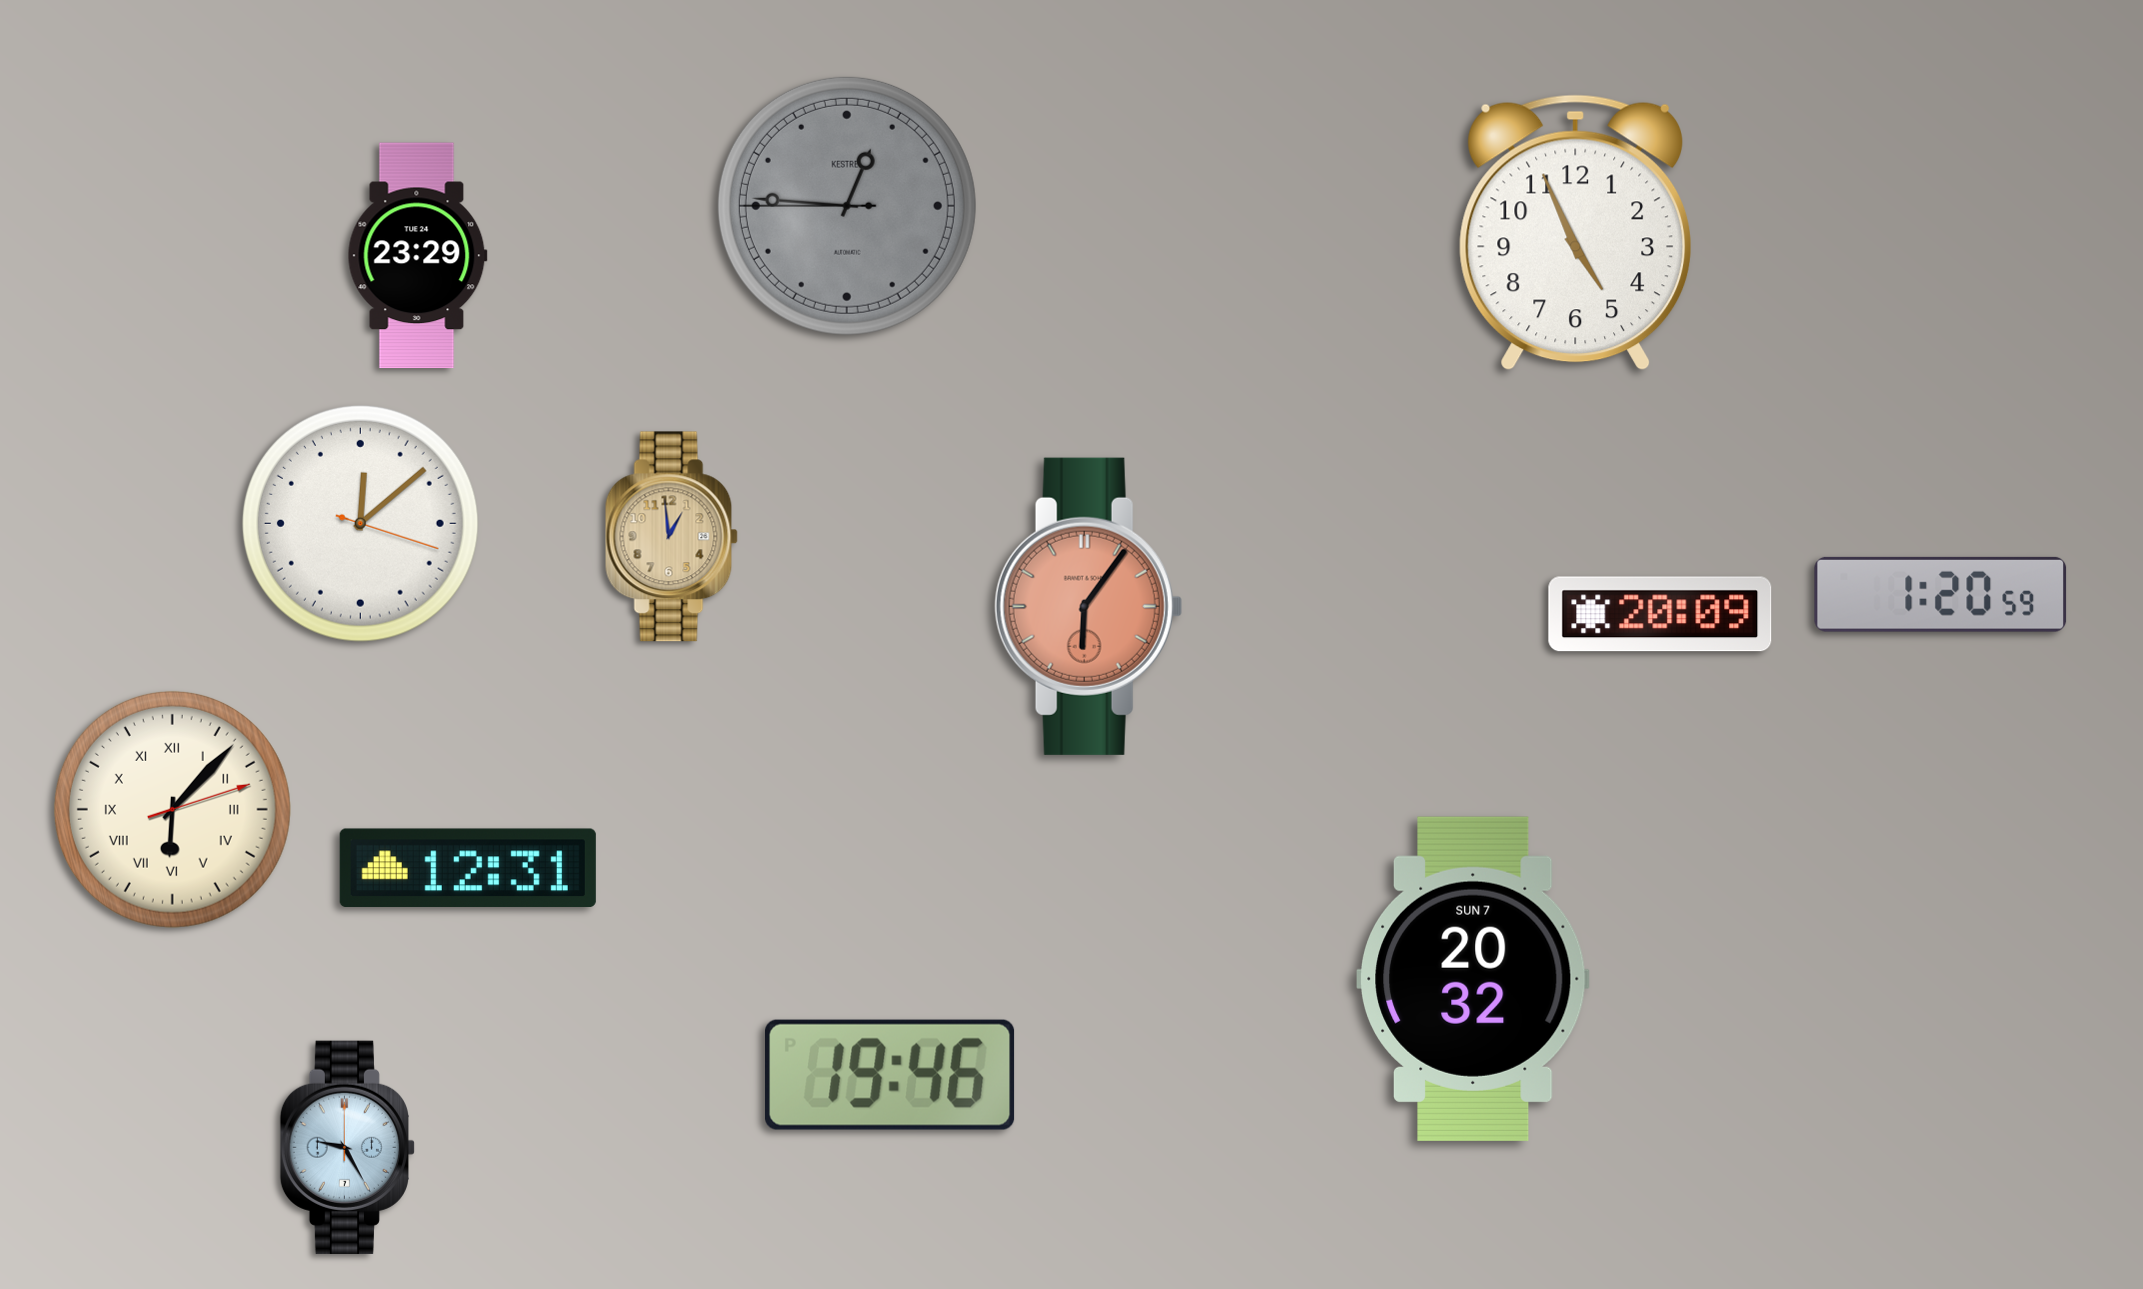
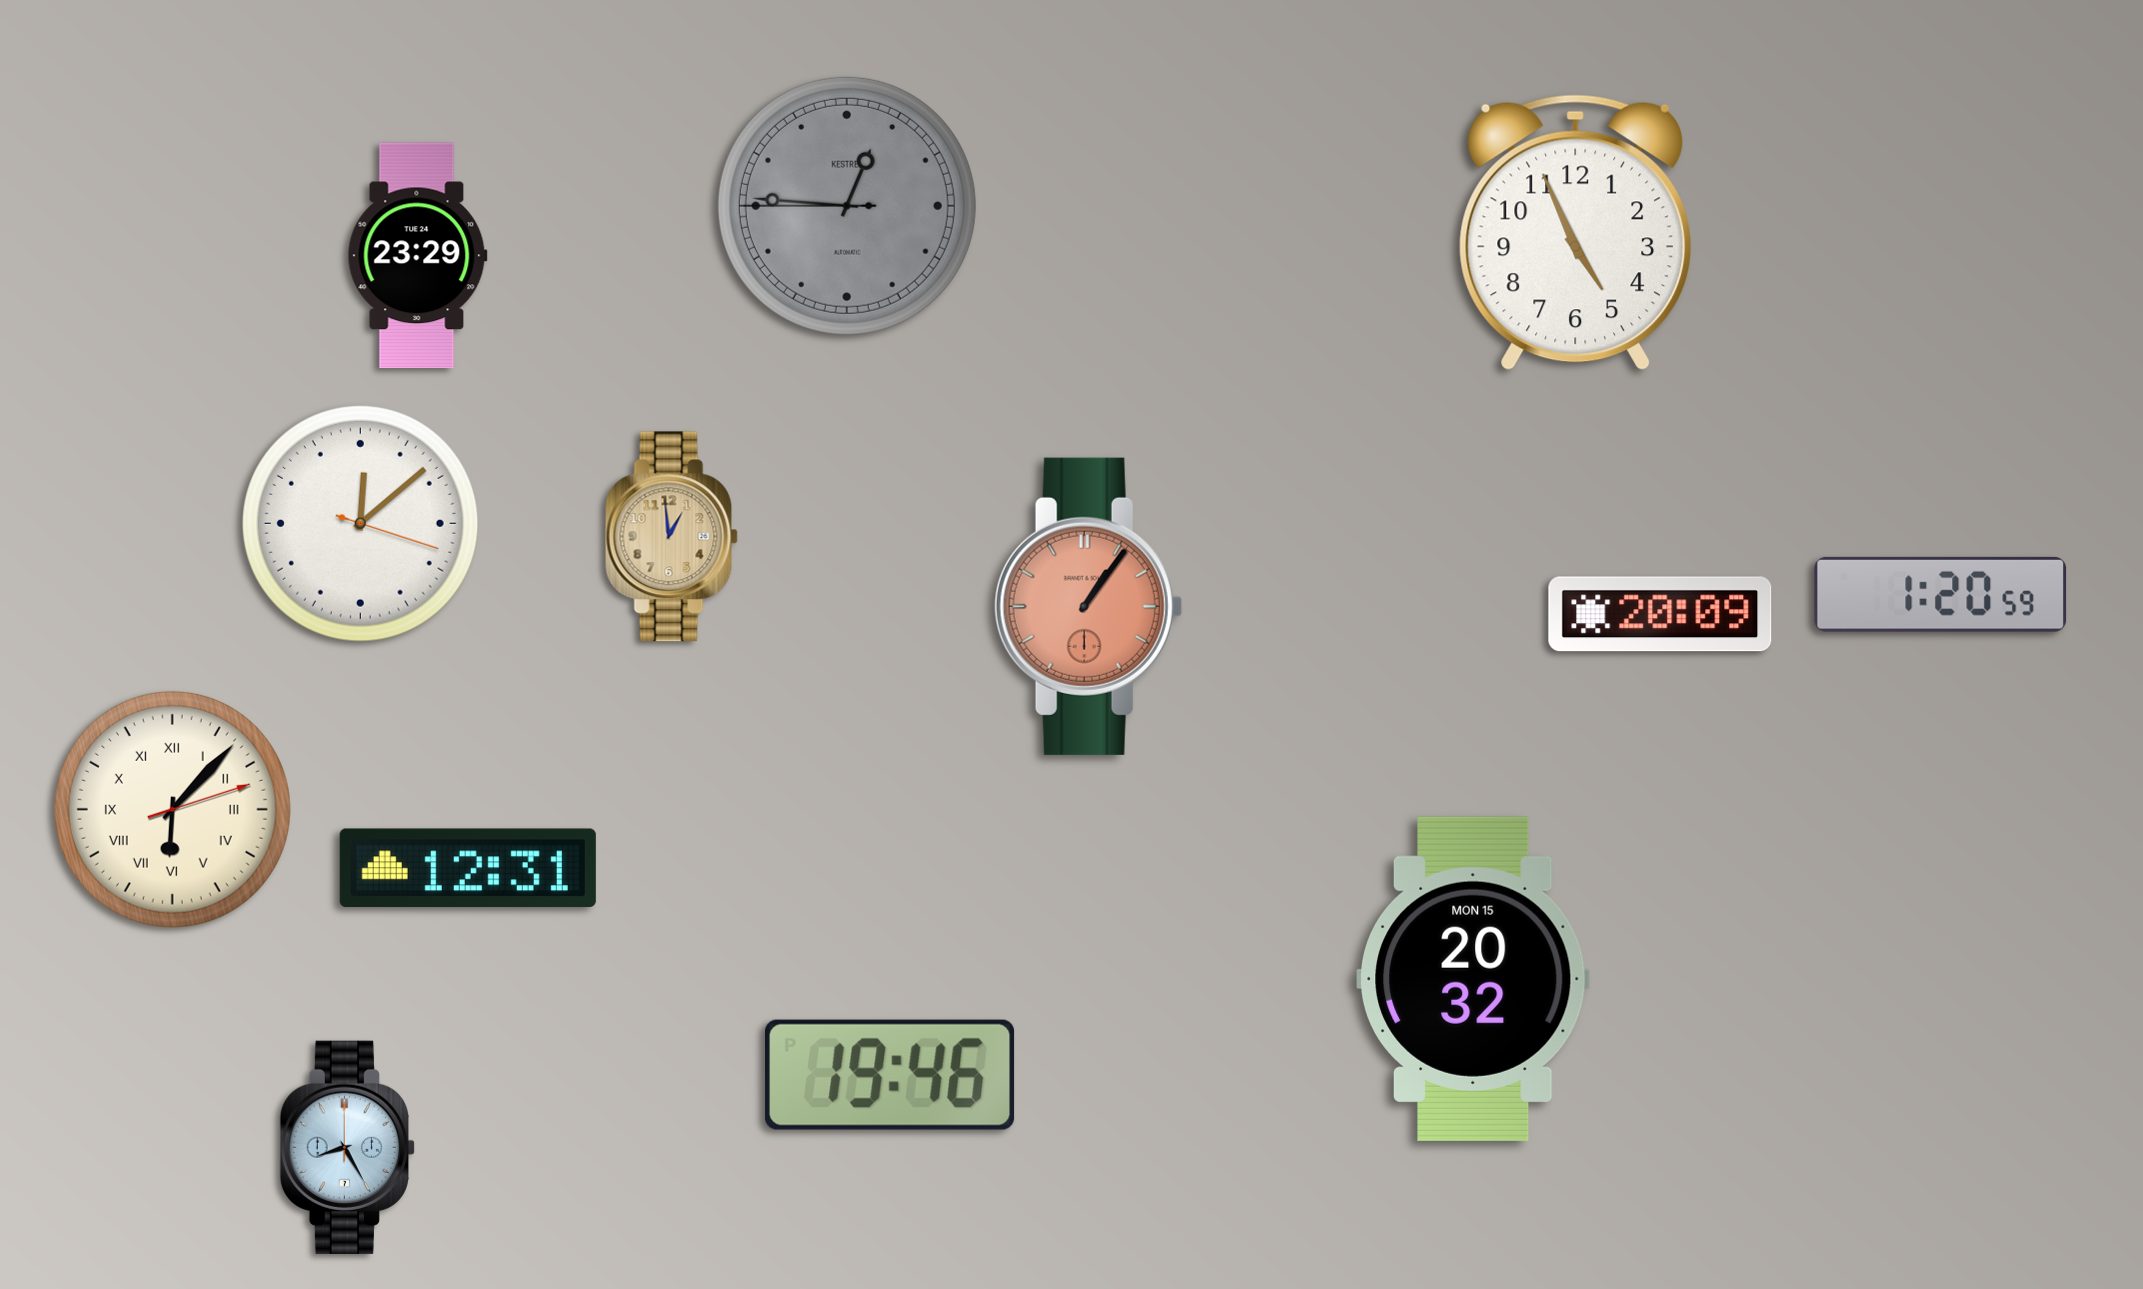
clock at (1088, 606): 6:06 -> 1:06
clock at (1474, 979) date: SUN 7 -> MON 15
clock at (347, 1147): 9:25 -> 8:25
